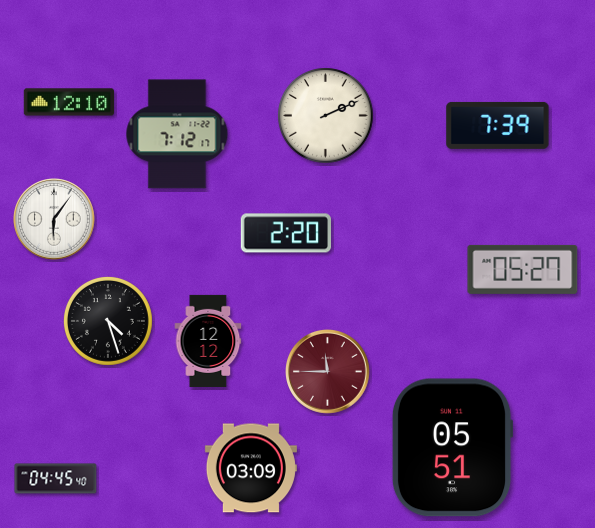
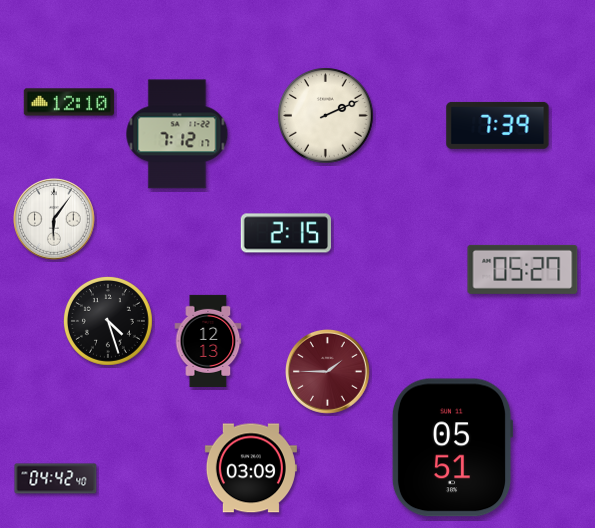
clock at (286, 233): 2:20 -> 2:15
clock at (208, 341): 12:12 -> 12:13
clock at (328, 372): 11:45 -> 1:45
clock at (56, 479): 04:45 -> 04:42
